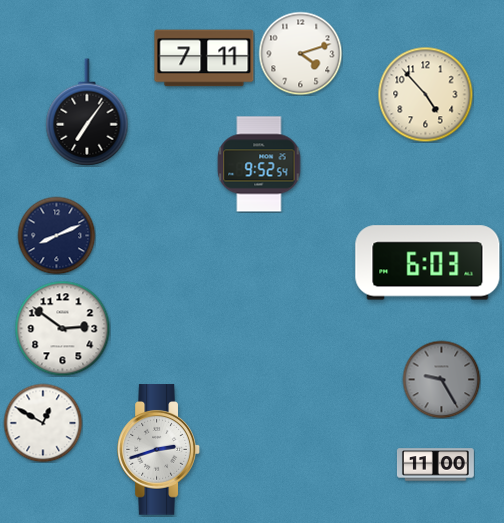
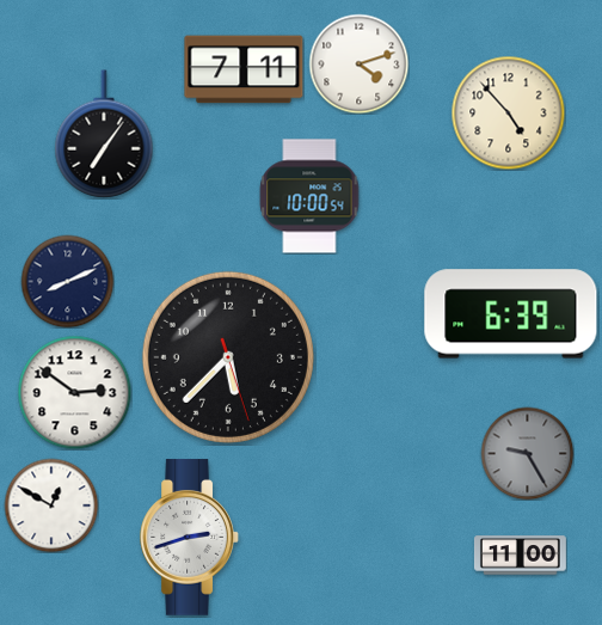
clock at (259, 164): 9:52 -> 10:00
clock at (428, 263): 6:03 -> 6:39
clock at (228, 357): none -> 5:37
